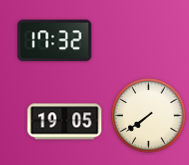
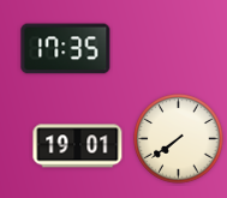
clock at (55, 41): 17:32 -> 17:35
clock at (65, 122): 19:05 -> 19:01
